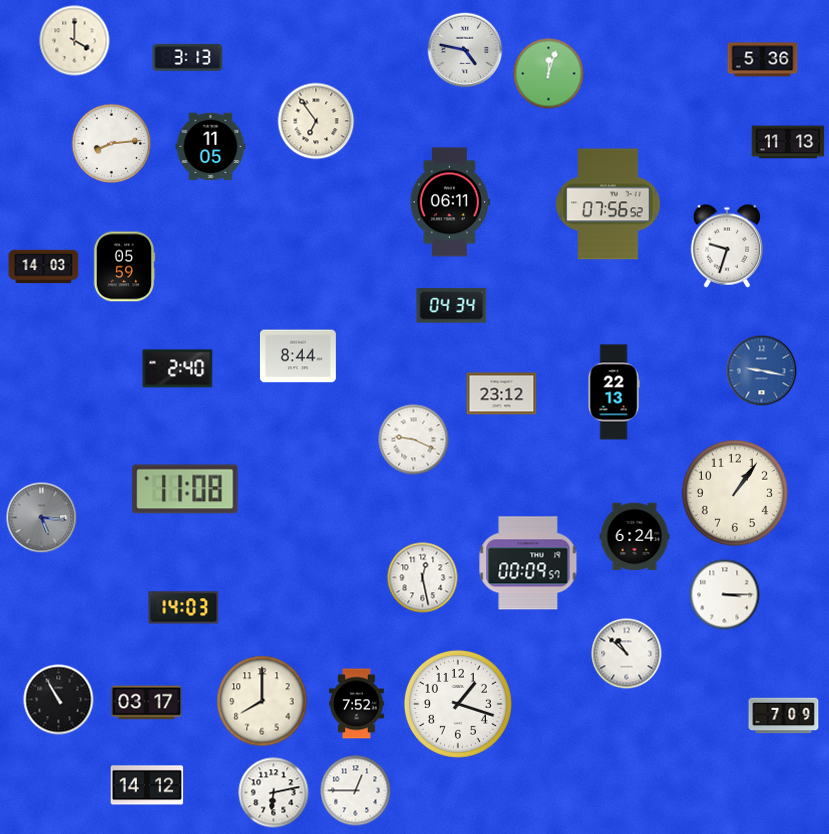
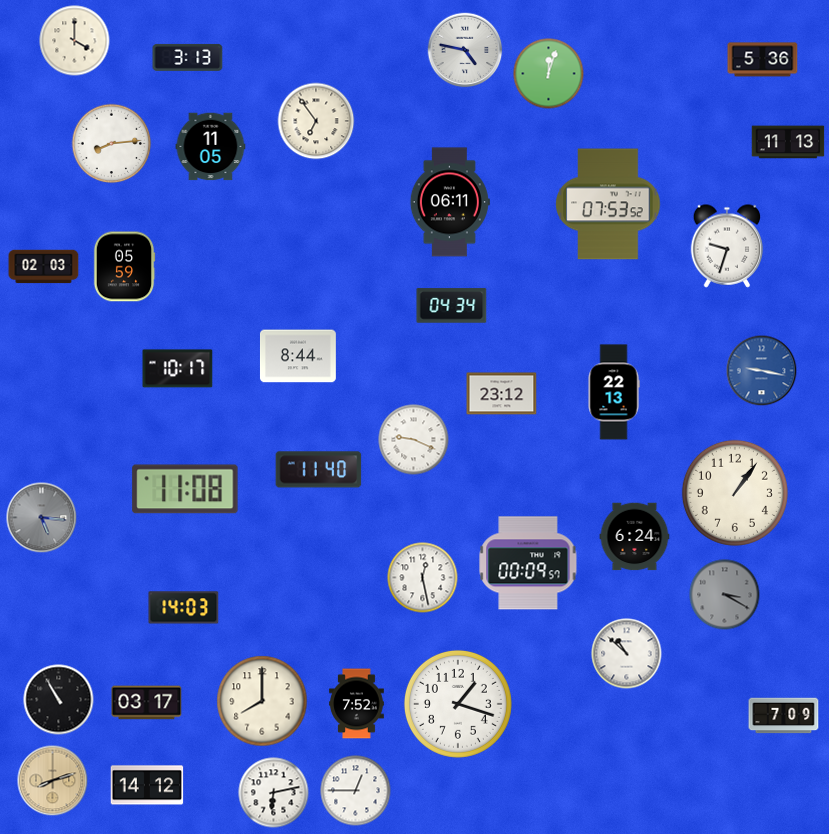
clock at (608, 204): 07:56 -> 07:53
clock at (44, 267): 14:03 -> 02:03
clock at (178, 369): 2:40 -> 10:17
clock at (319, 470): none -> 11:40
clock at (725, 595): 3:15 -> 3:20
clock at (725, 595) dial: white -> grey
clock at (53, 781): none -> 8:12
